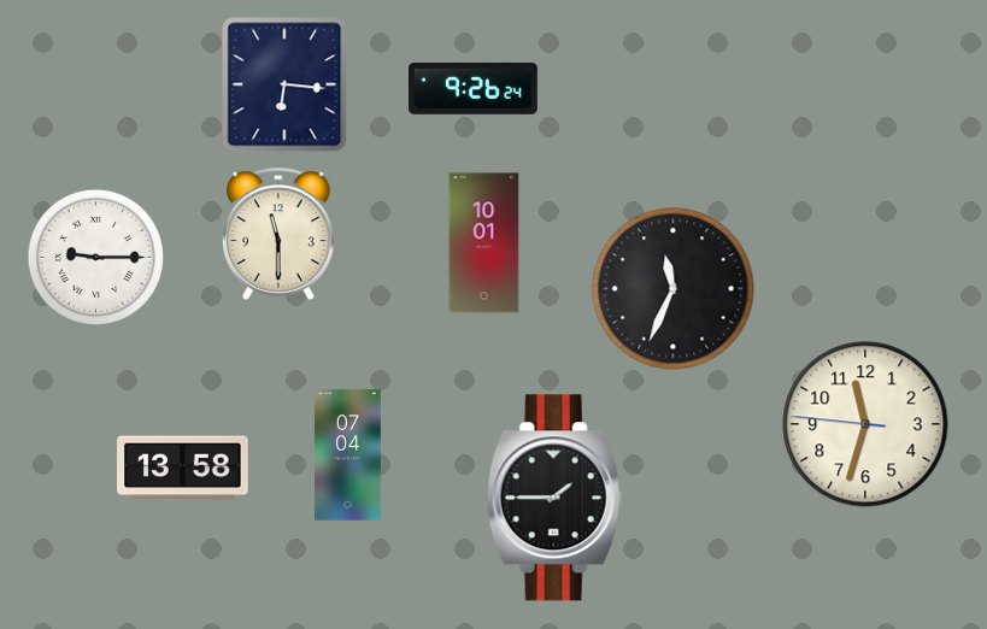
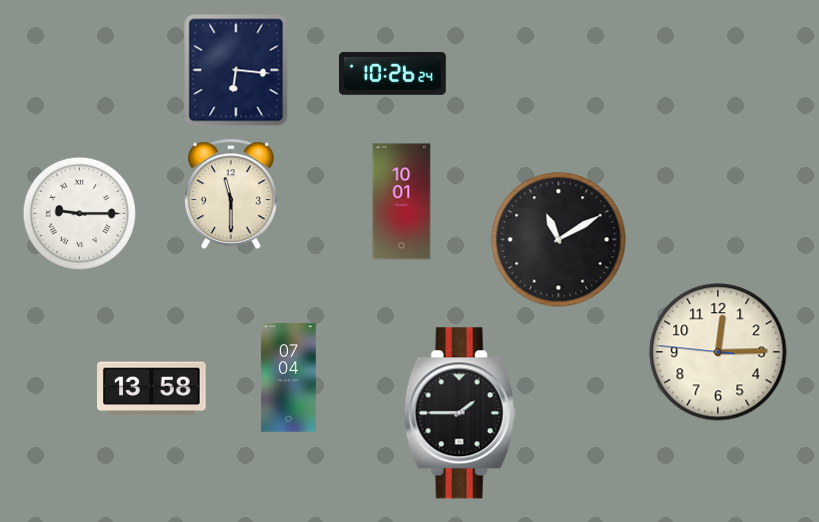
clock at (472, 88): 9:26 -> 10:26
clock at (674, 289): 11:34 -> 11:10
clock at (865, 424): 11:32 -> 12:14
